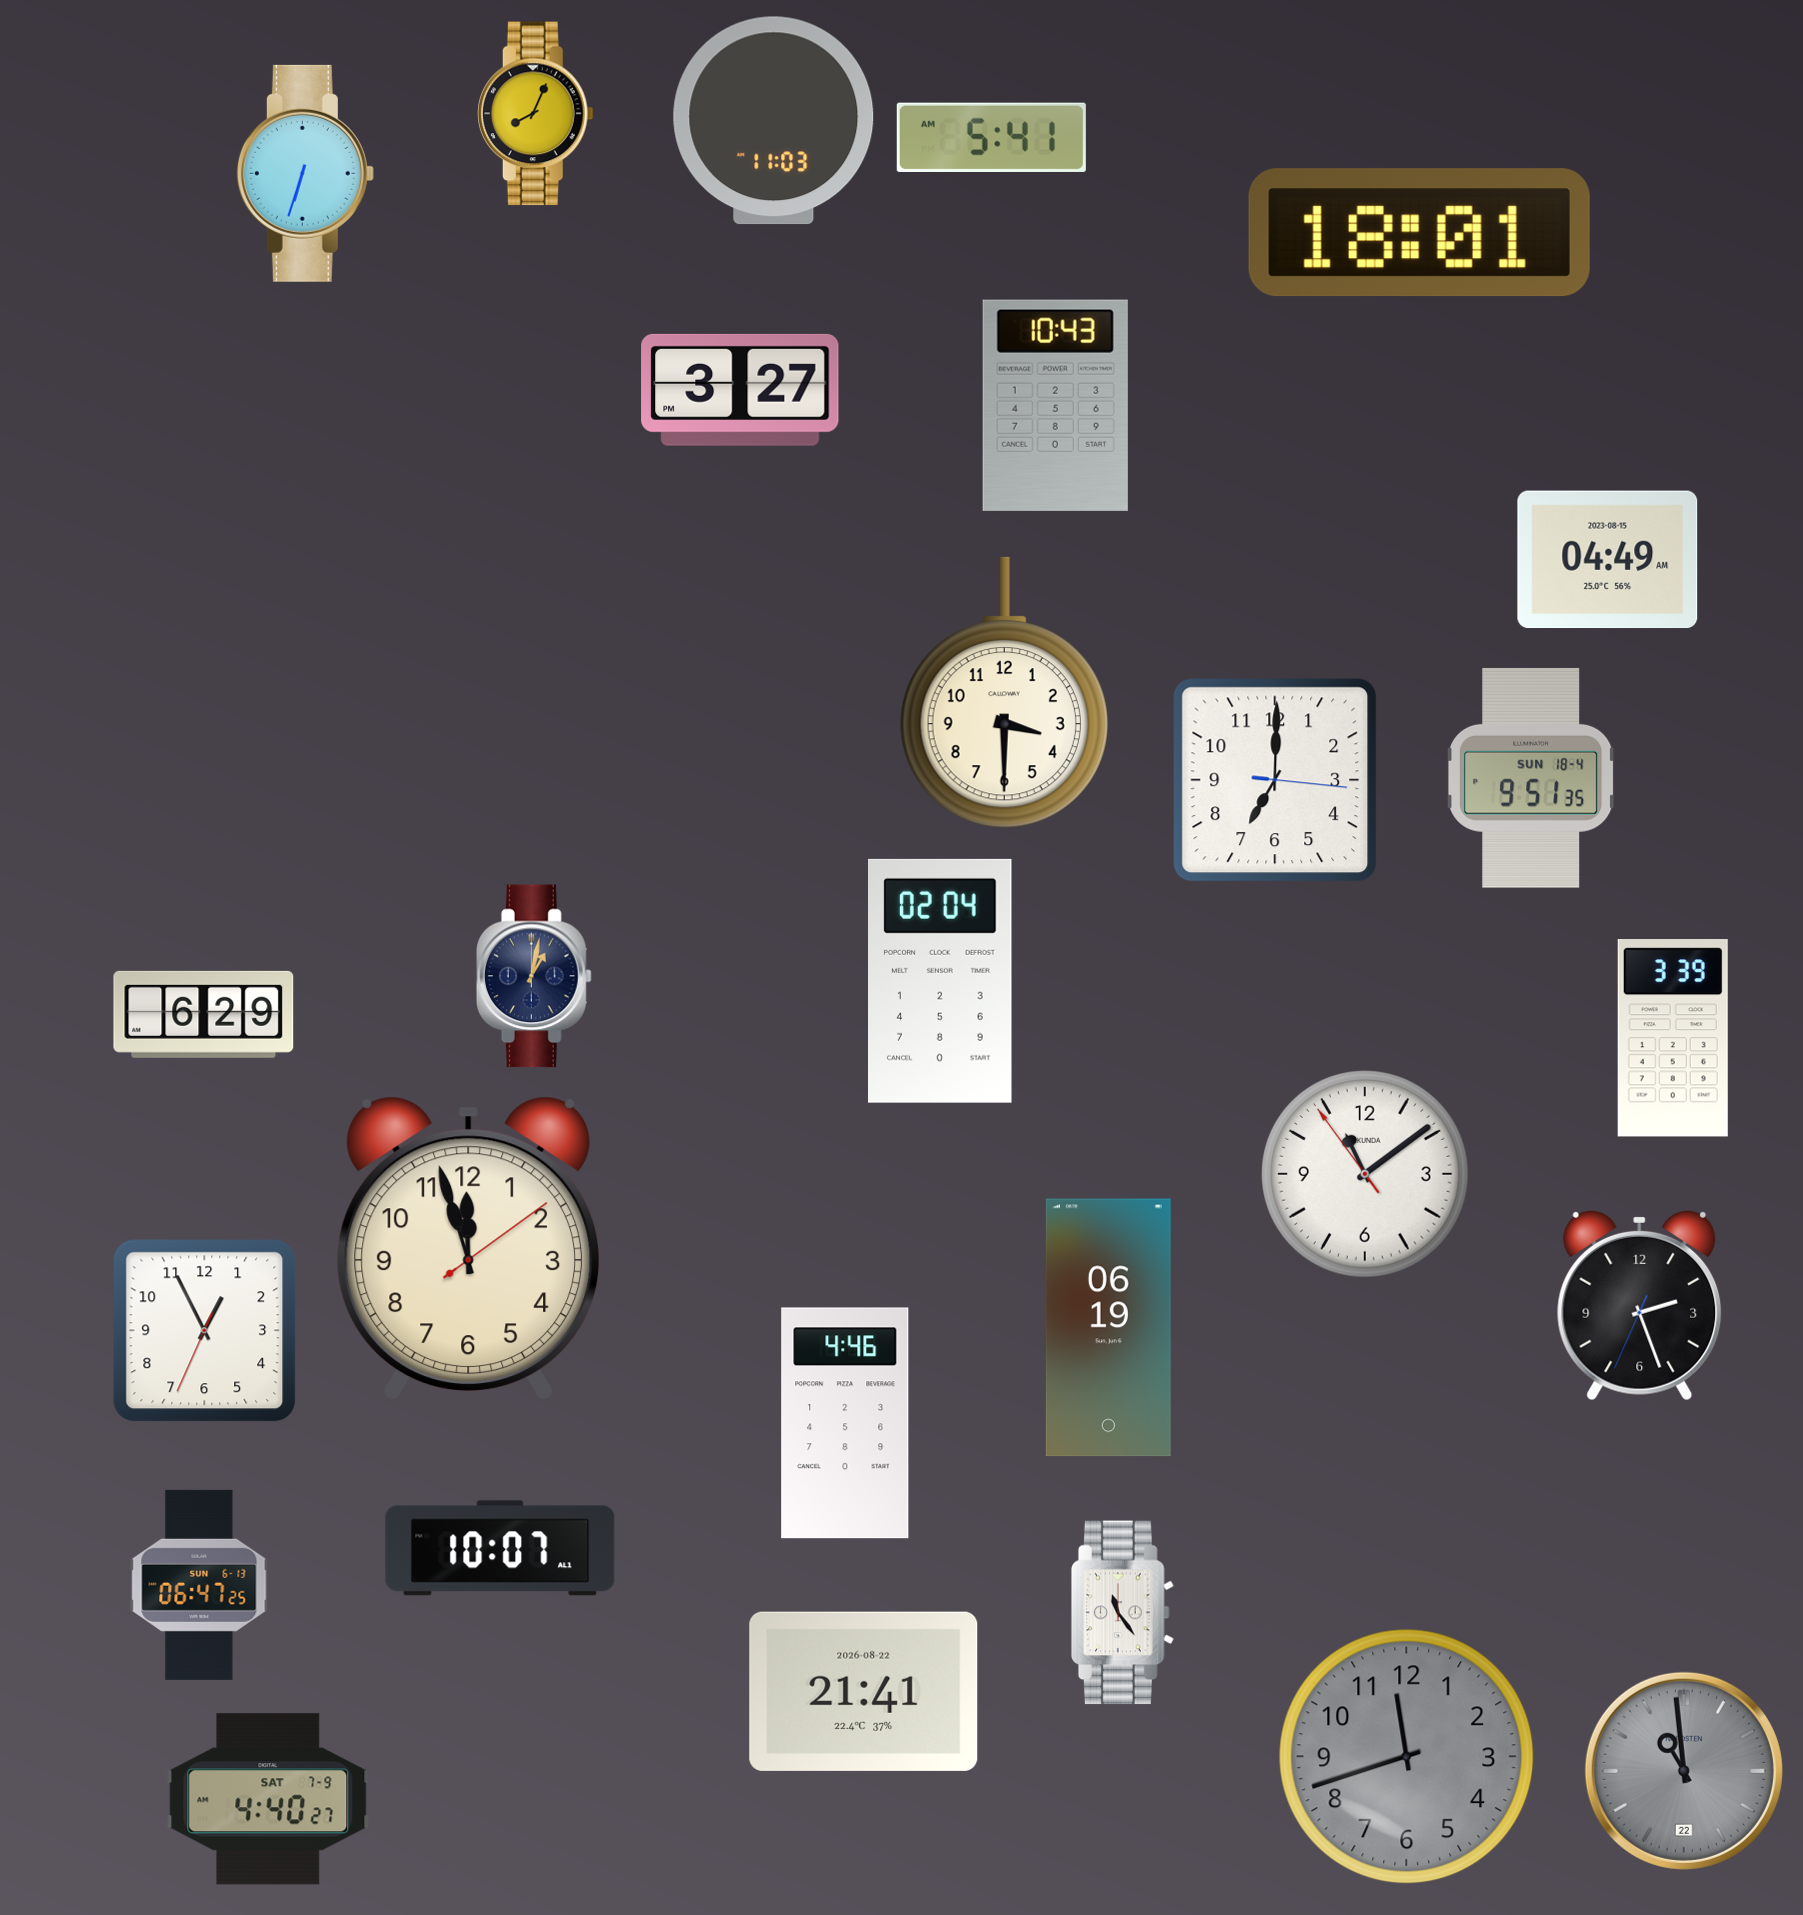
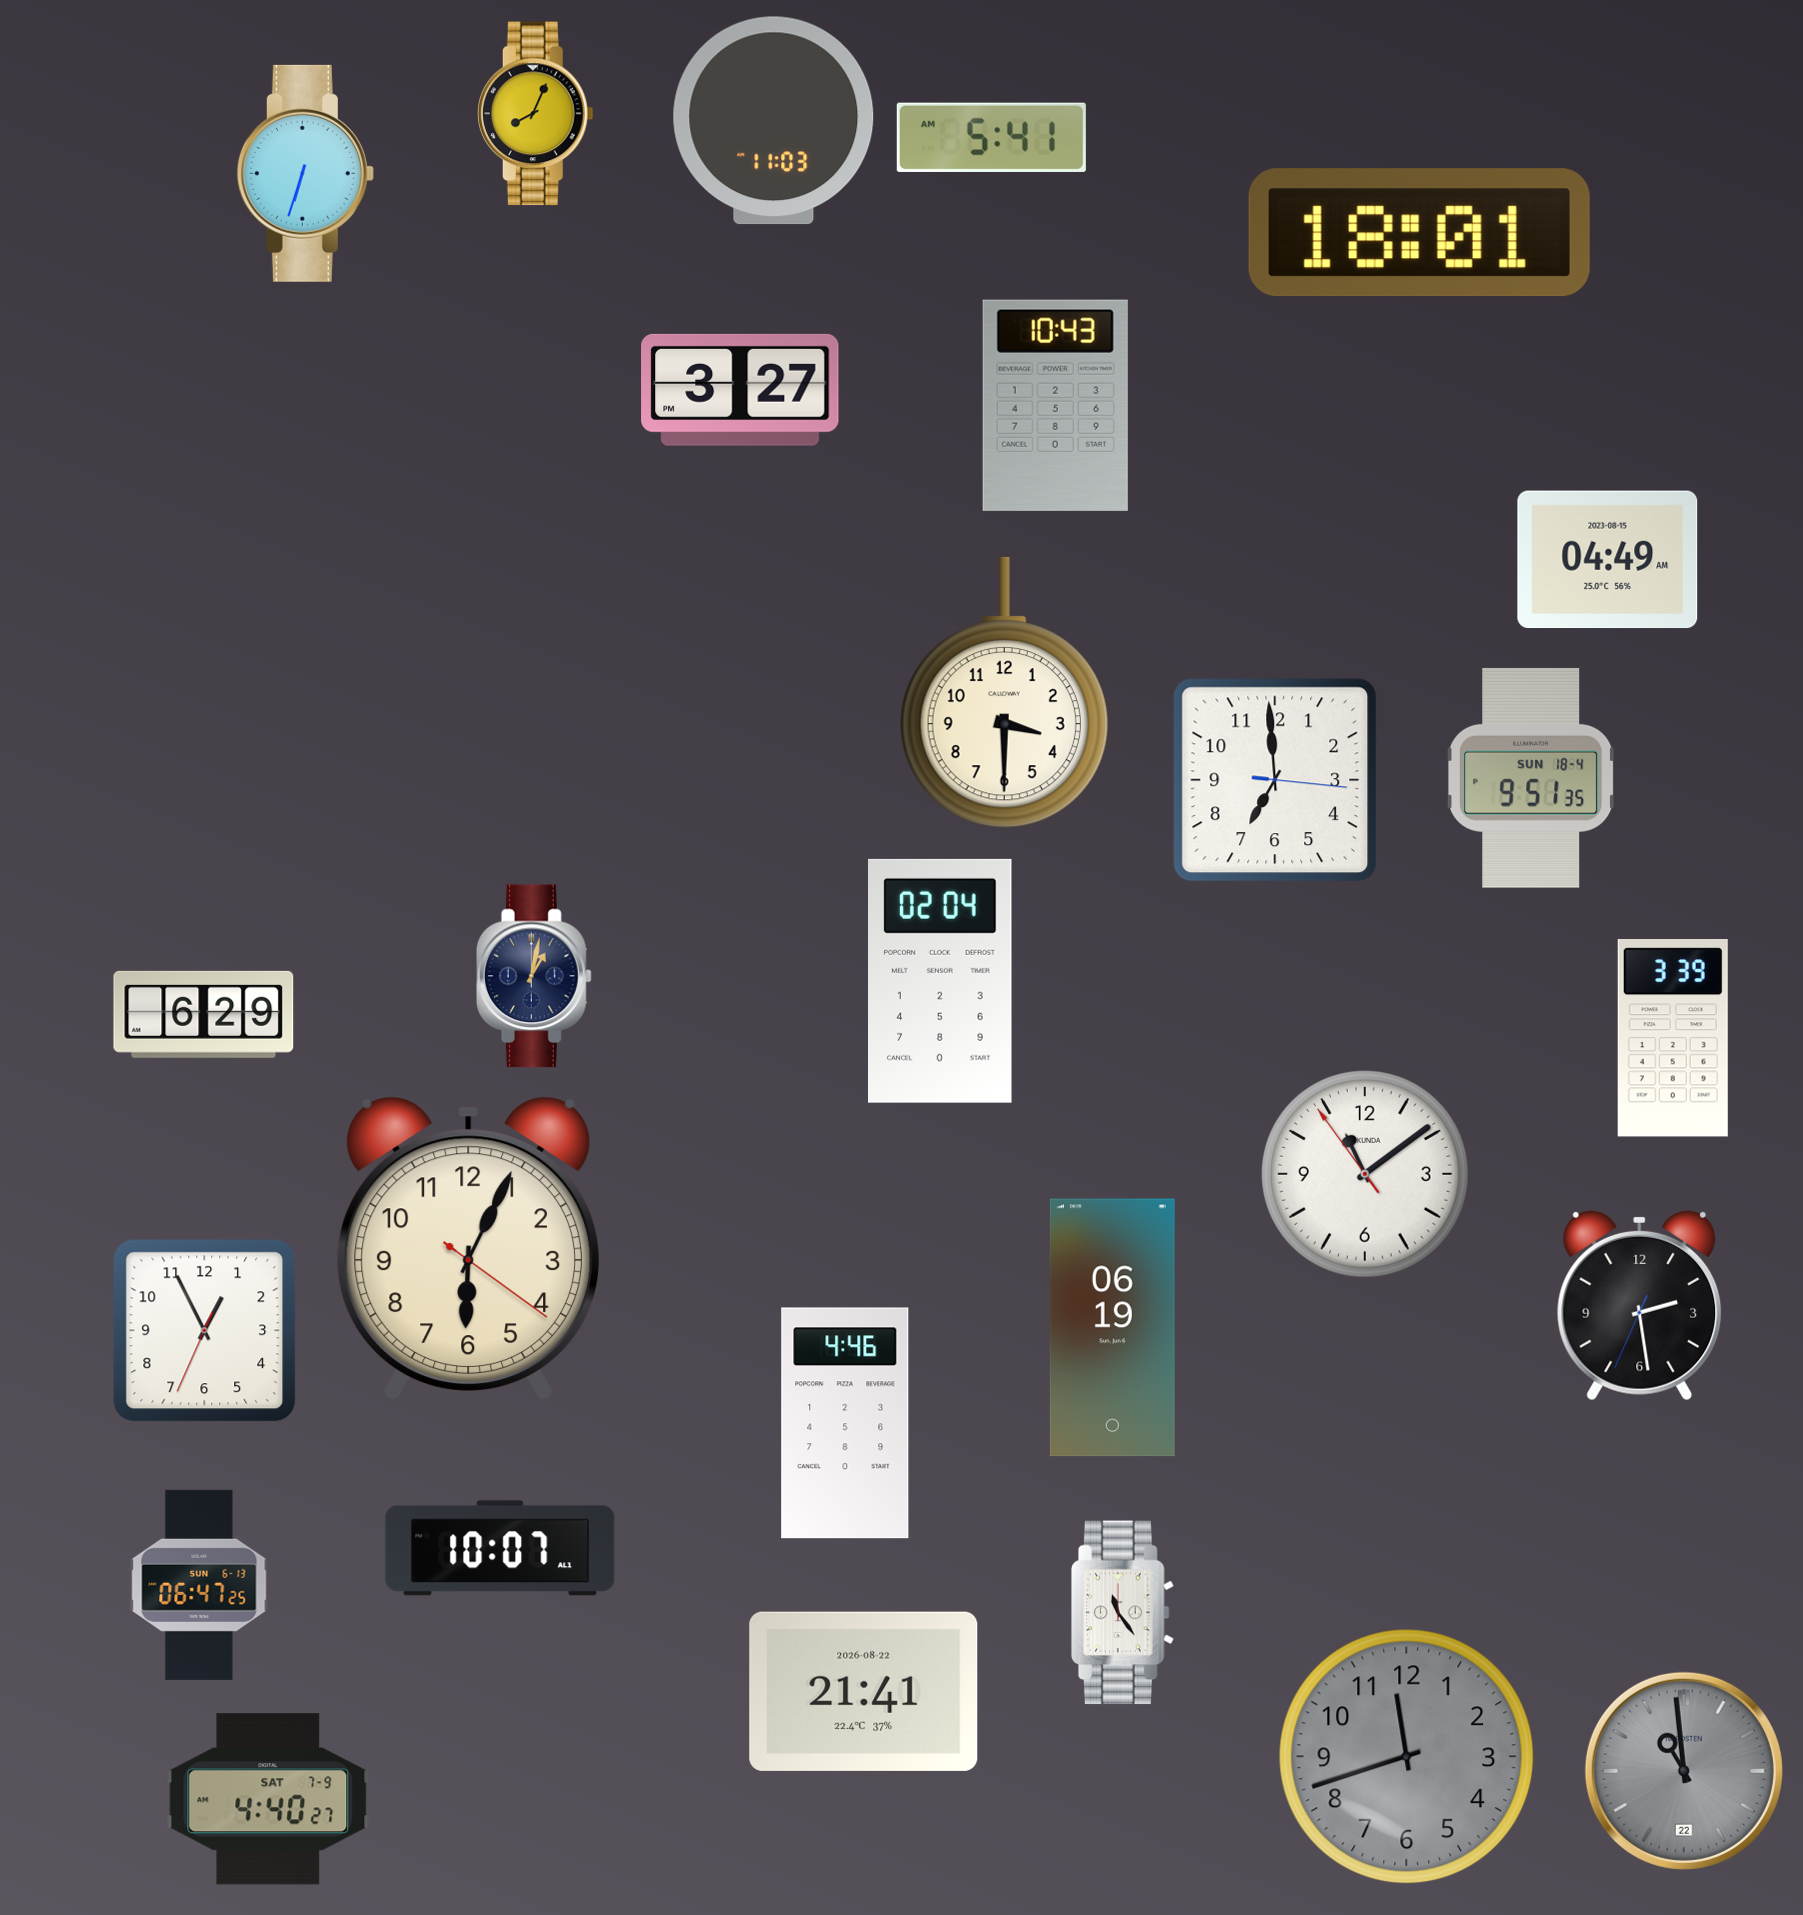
clock at (1275, 780): 7:00 -> 6:59
clock at (468, 1248): 11:57 -> 6:04
clock at (1640, 1305): 2:26 -> 2:28
clock at (1108, 1328) position: (1108, 1328) -> (1112, 1328)
